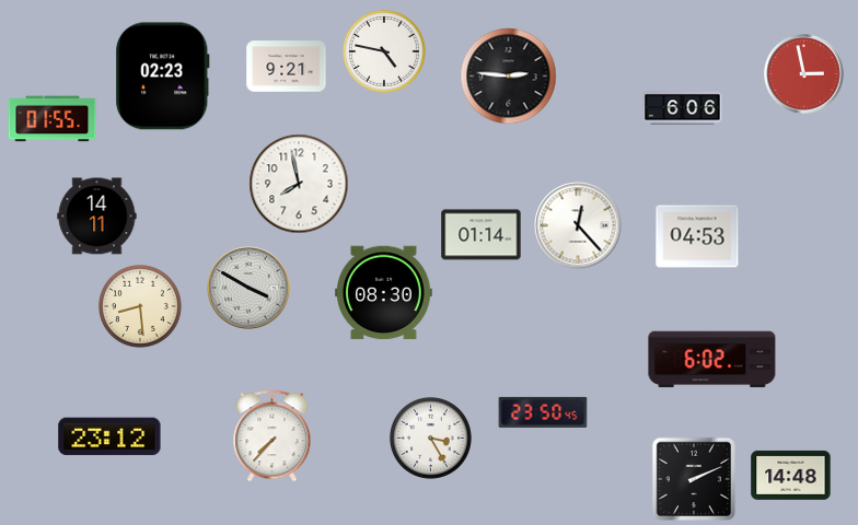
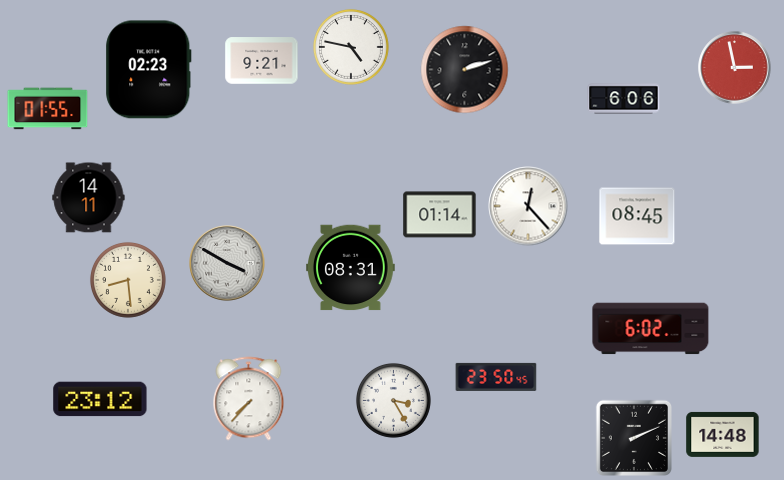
clock at (509, 77): 2:46 -> 2:12
clock at (299, 184): 7:58 -> none
clock at (697, 236): 04:53 -> 08:45
clock at (384, 293): 08:30 -> 08:31
